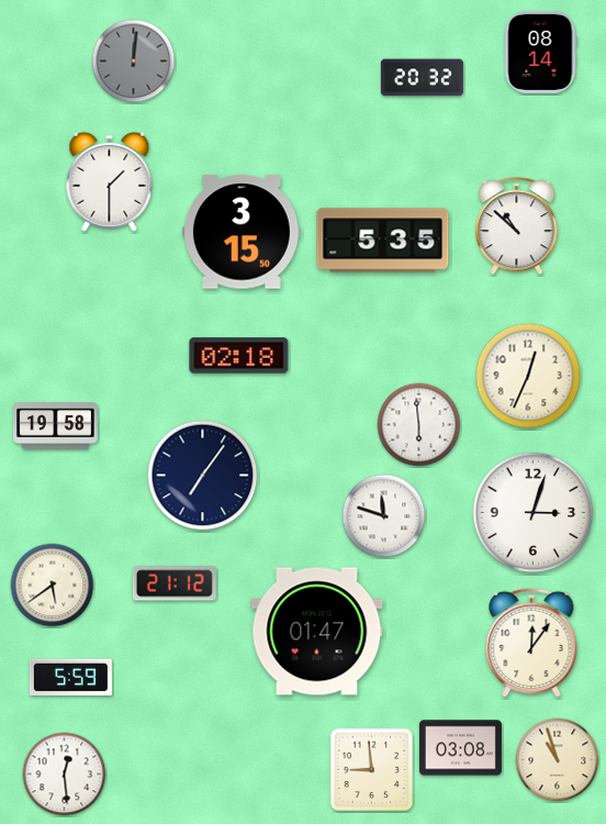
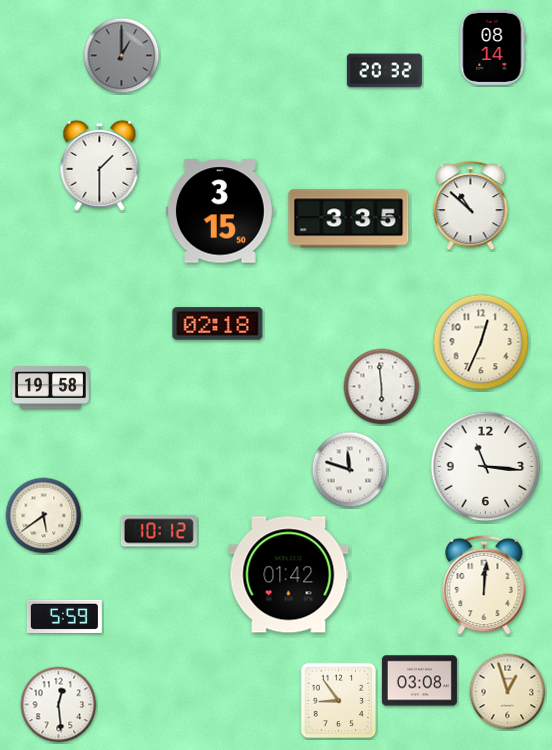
clock at (134, 62): 12:01 -> 1:00
clock at (383, 241): 5:35 -> 3:35
clock at (203, 476): 7:06 -> none
clock at (534, 513): 3:03 -> 11:16
clock at (175, 583): 21:12 -> 10:12
clock at (53, 586) position: (53, 586) -> (44, 516)
clock at (317, 632): 01:47 -> 01:42
clock at (531, 643): 12:06 -> 12:01
clock at (558, 760): 10:57 -> 12:57
clock at (372, 770): 8:59 -> 8:54
